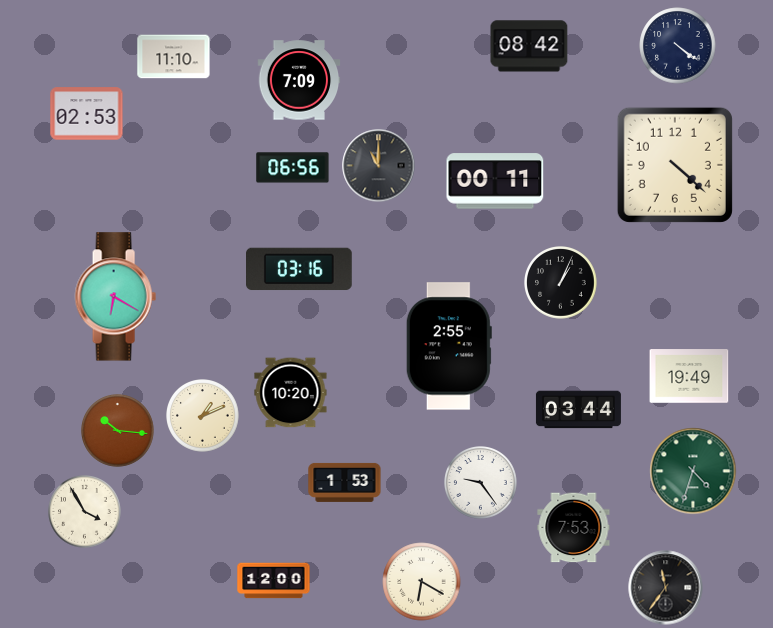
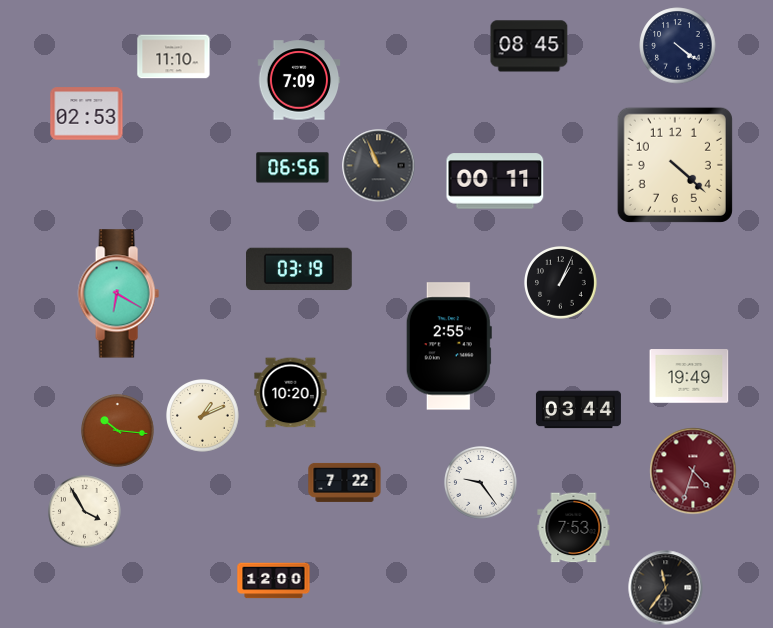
clock at (529, 46): 08:42 -> 08:45
clock at (379, 166): 11:00 -> 10:56
clock at (300, 269): 03:16 -> 03:19
clock at (115, 297) position: (115, 297) -> (118, 294)
clock at (693, 471) dial: green -> burgundy
clock at (345, 482): 1:53 -> 7:22
clock at (422, 582): 6:20 -> none
